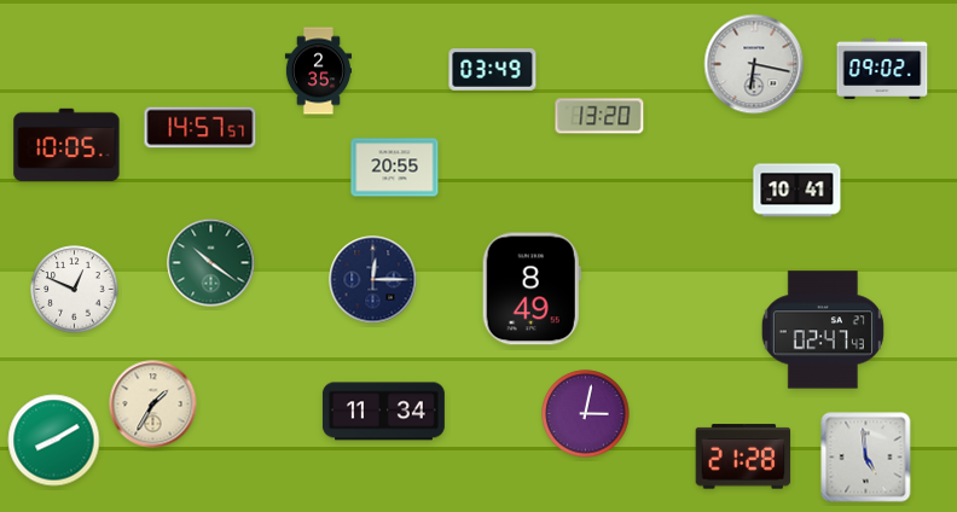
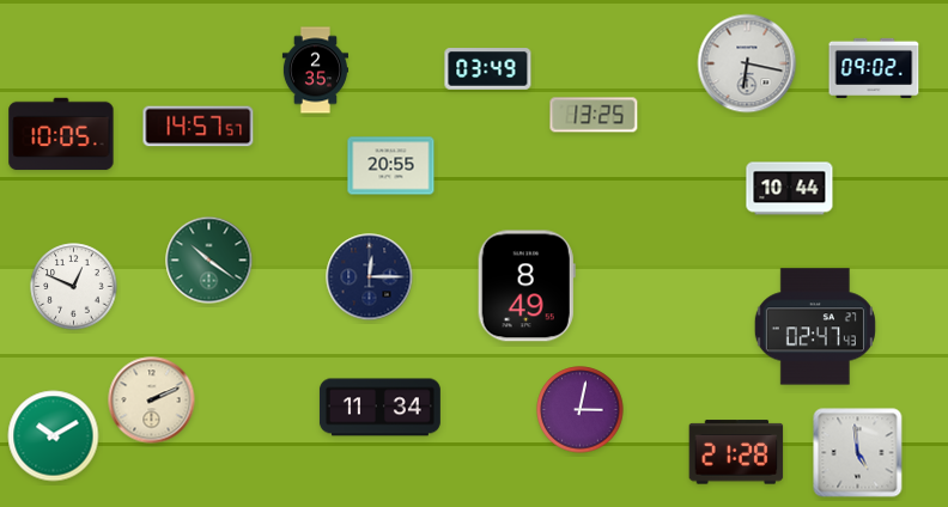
clock at (599, 116): 13:20 -> 13:25
clock at (66, 145) position: (66, 145) -> (61, 134)
clock at (797, 191): 10:41 -> 10:44
clock at (153, 405): 1:35 -> 2:11
clock at (54, 441): 8:10 -> 10:10
